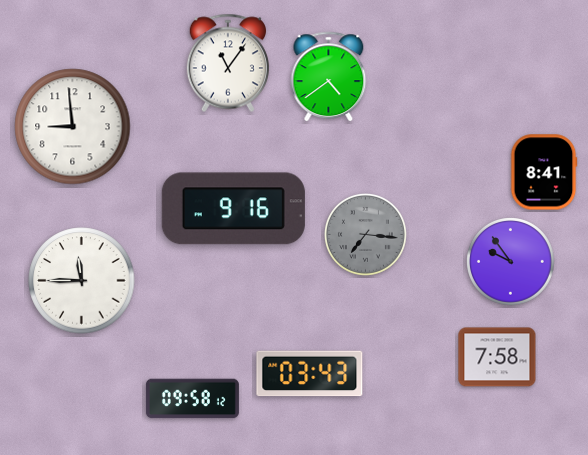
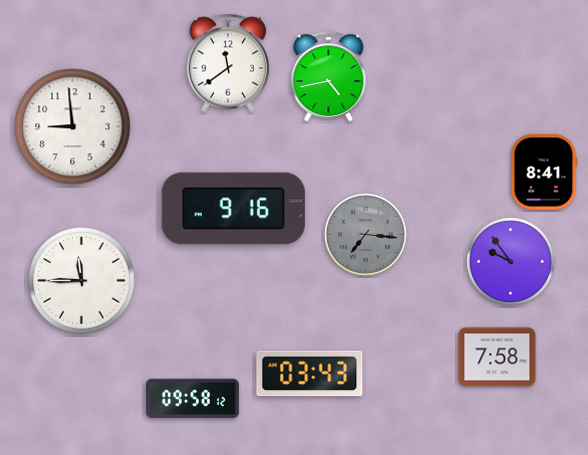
clock at (228, 63): 11:06 -> 11:39
clock at (329, 77): 4:39 -> 4:43
